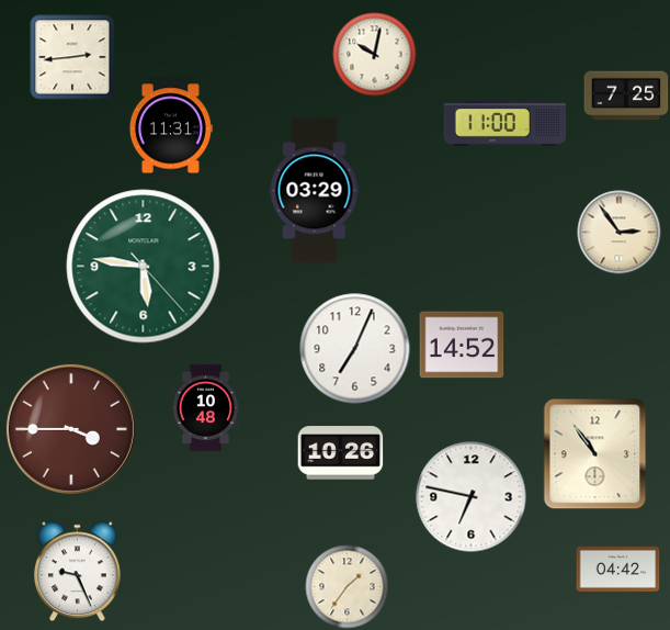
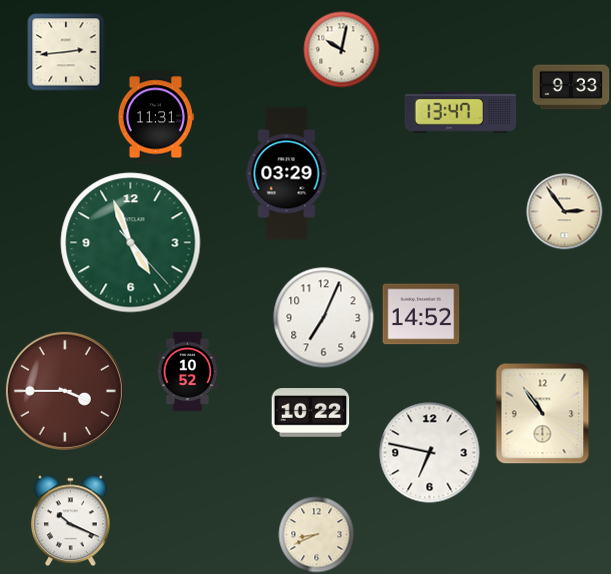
clock at (626, 95): 7:25 -> 9:33
clock at (506, 123): 11:00 -> 13:47
clock at (144, 267): 5:46 -> 4:56
clock at (206, 408): 10:48 -> 10:52
clock at (341, 453): 10:26 -> 10:22
clock at (618, 569): 04:42 -> none
clock at (78, 572): 9:26 -> 10:19
clock at (348, 587): 1:36 -> 8:41
